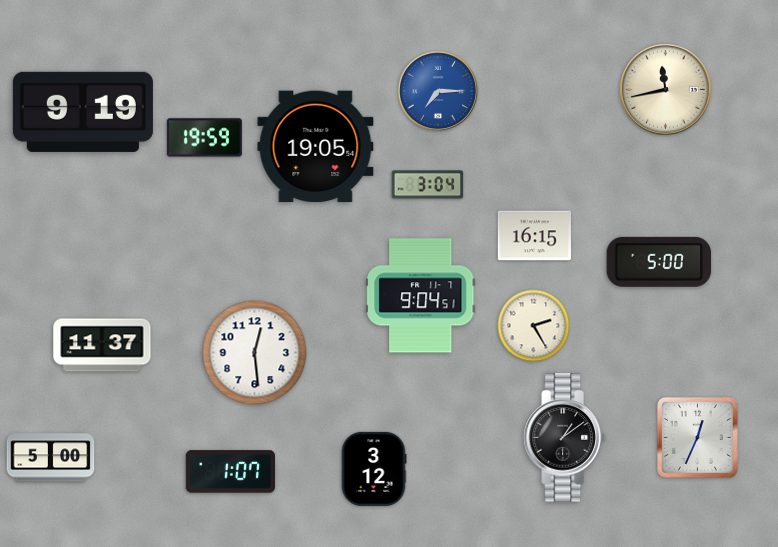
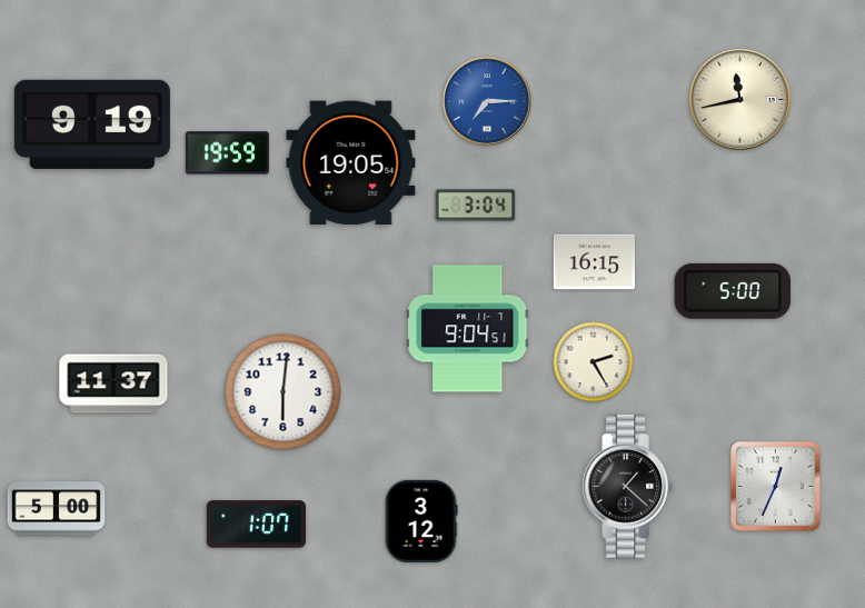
clock at (255, 353): 12:29 -> 6:01
clock at (564, 438): 1:09 -> 1:22
clock at (374, 469) position: (374, 469) -> (421, 521)
